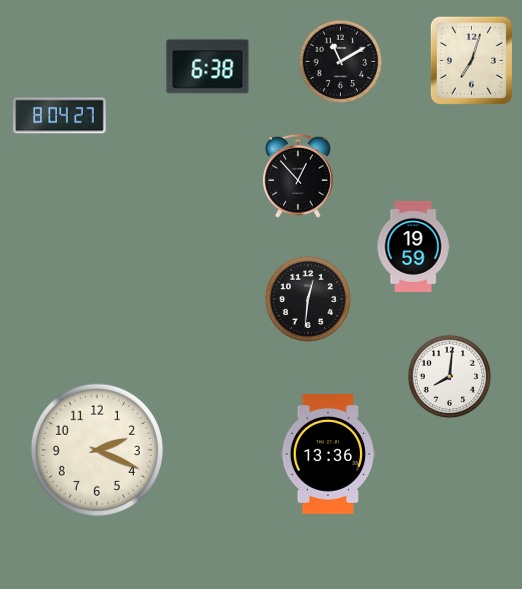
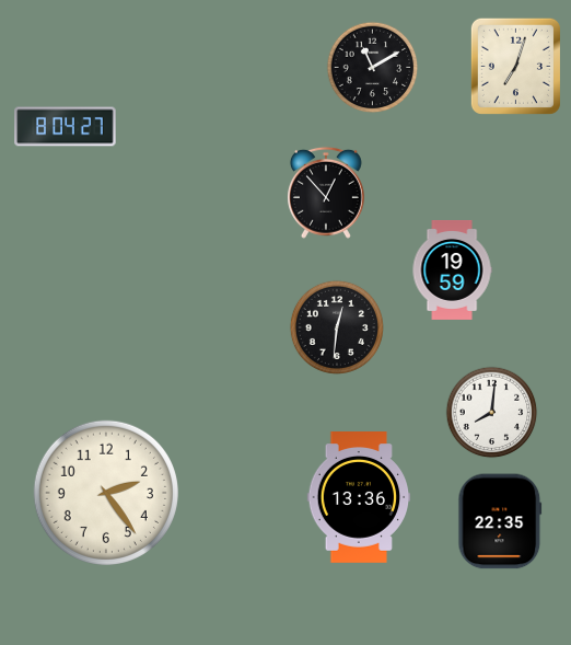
clock at (208, 67): 6:38 -> none
clock at (97, 450): 2:19 -> 2:24
clock at (500, 521): none -> 22:35
